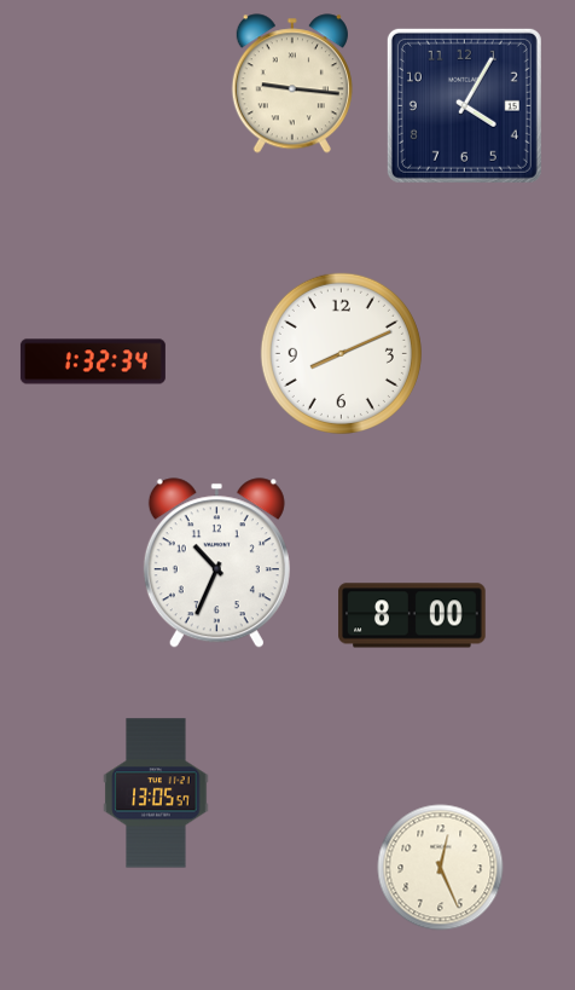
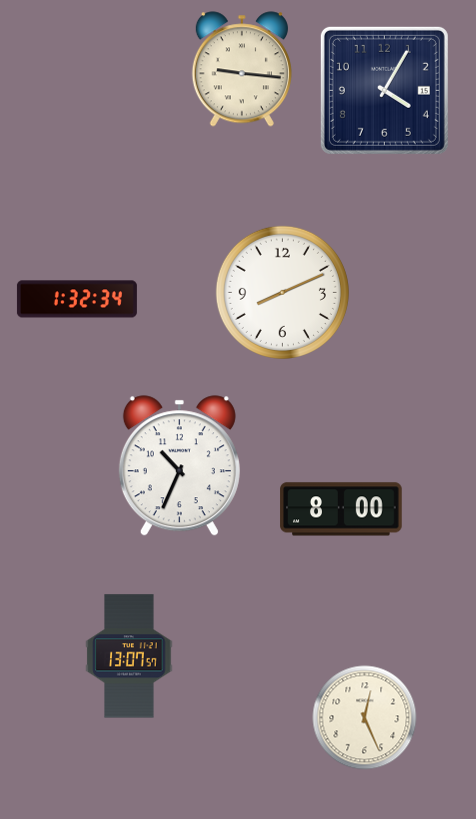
clock at (464, 105) position: (464, 105) -> (384, 90)
clock at (156, 793): 13:05 -> 13:07
